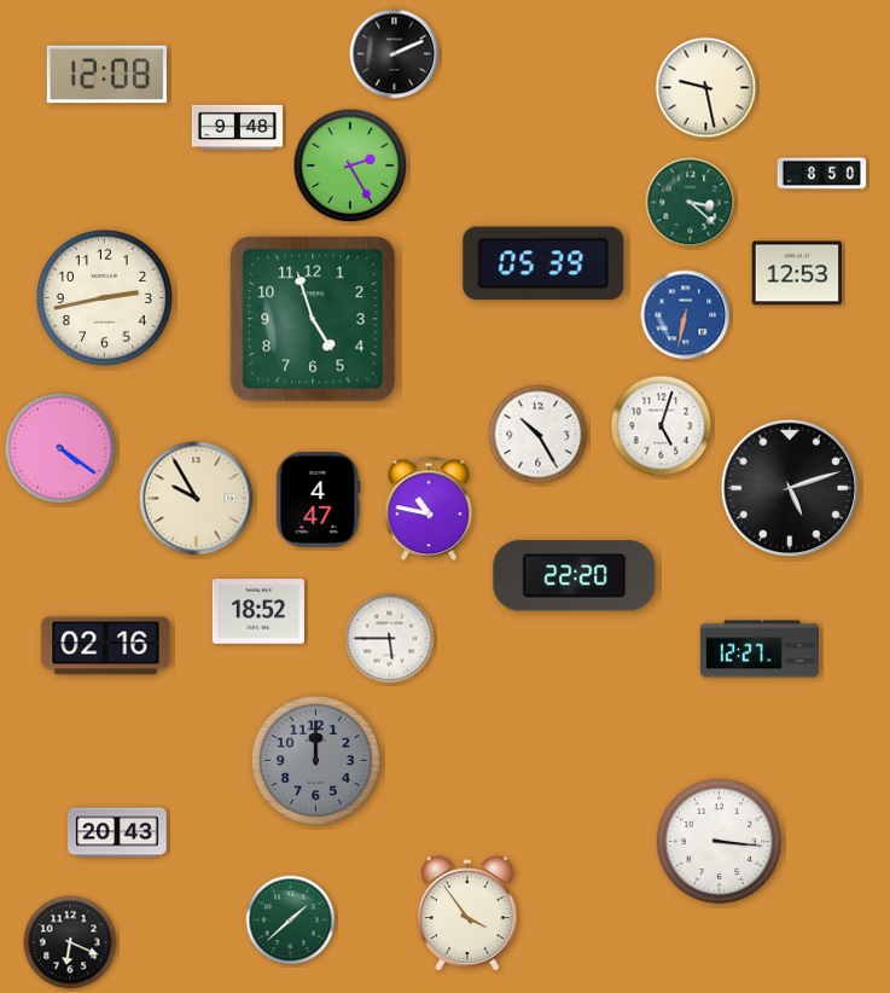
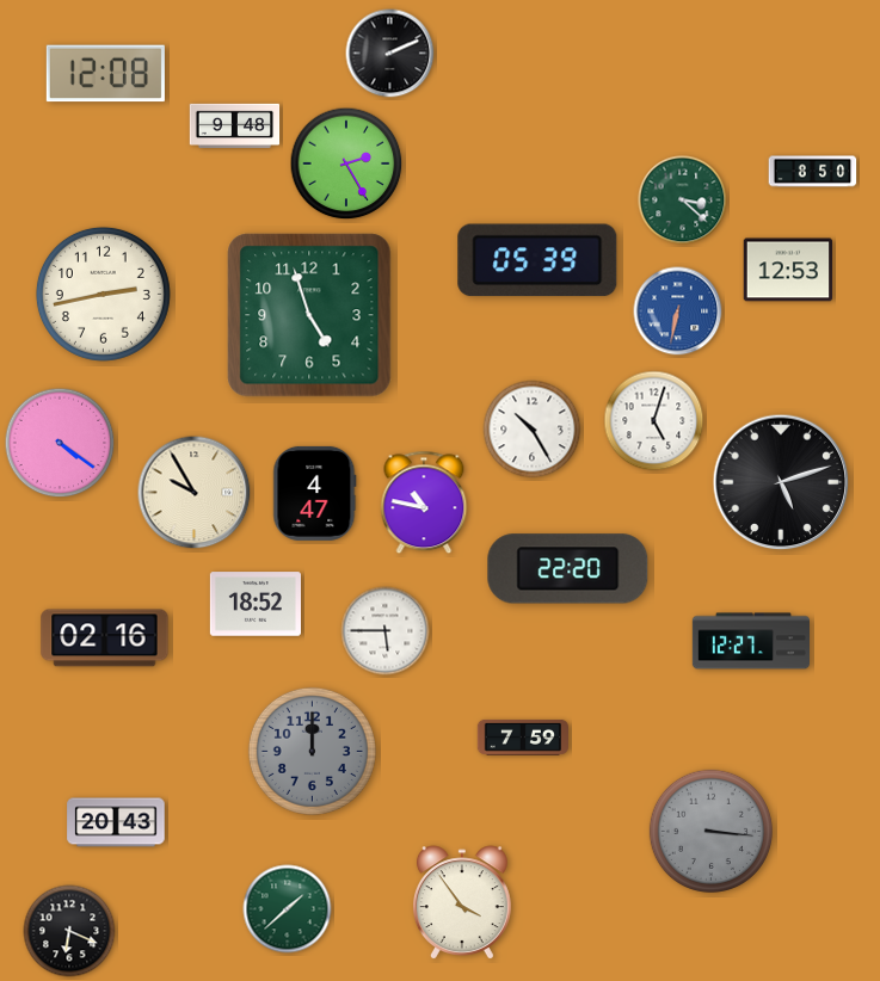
clock at (706, 88): 9:28 -> none
clock at (522, 738): none -> 7:59
clock at (719, 841) dial: white -> grey
